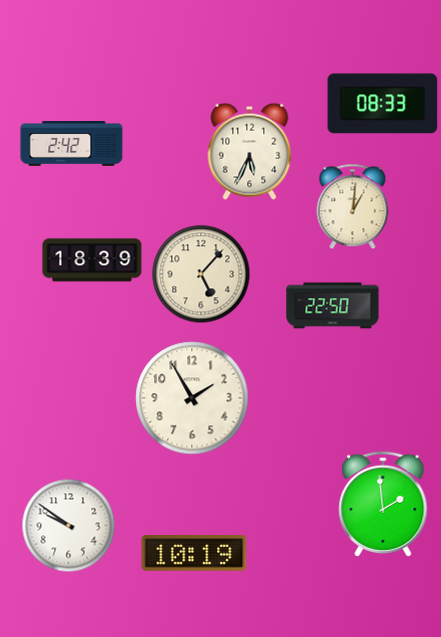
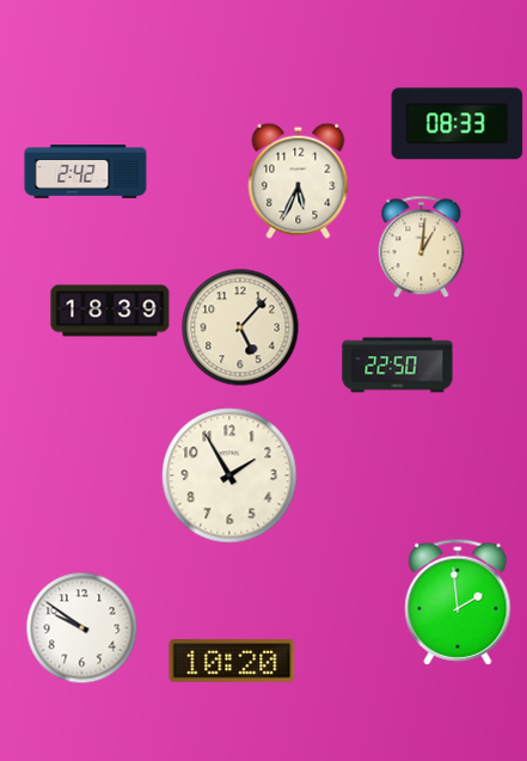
clock at (194, 554): 10:19 -> 10:20
